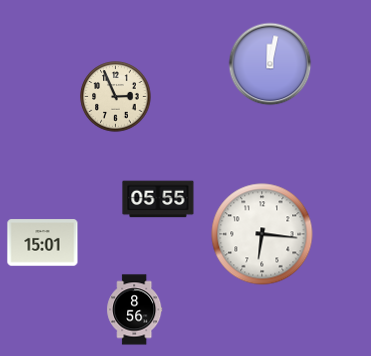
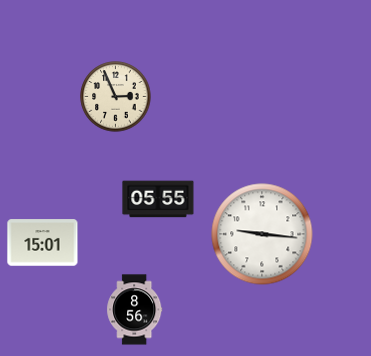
clock at (270, 64): 12:02 -> none
clock at (262, 234): 6:16 -> 9:16
